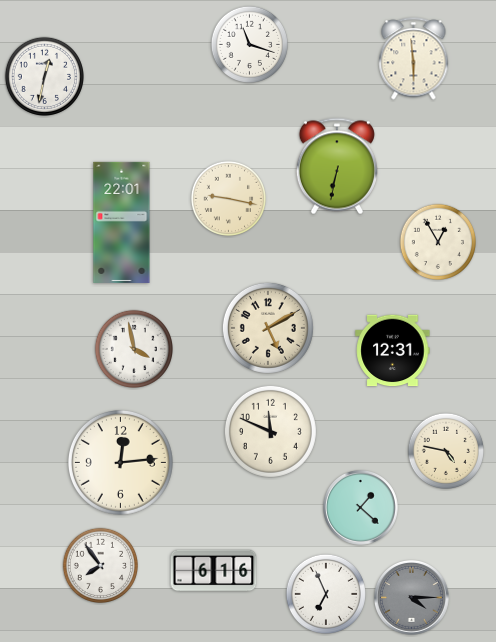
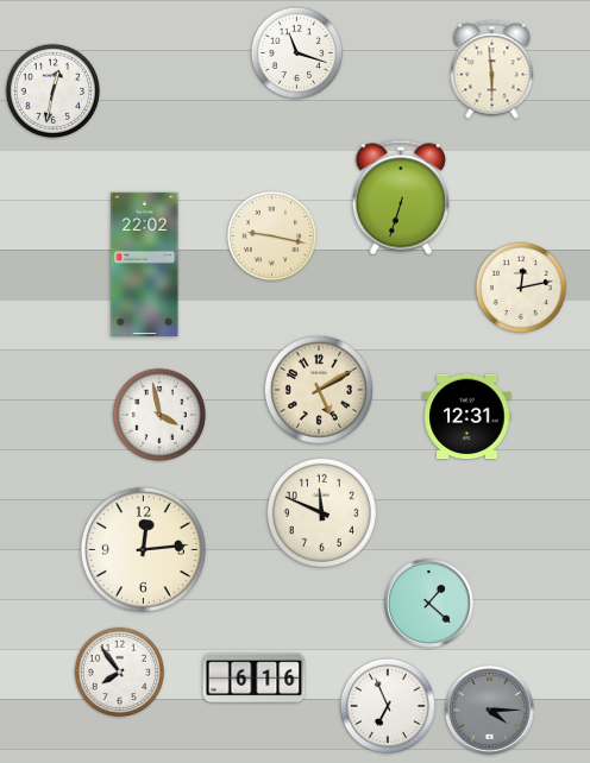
clock at (337, 166): 6:32 -> 6:33
clock at (122, 222): 22:01 -> 22:02
clock at (437, 241): 12:55 -> 12:13
clock at (445, 450): 4:47 -> none
